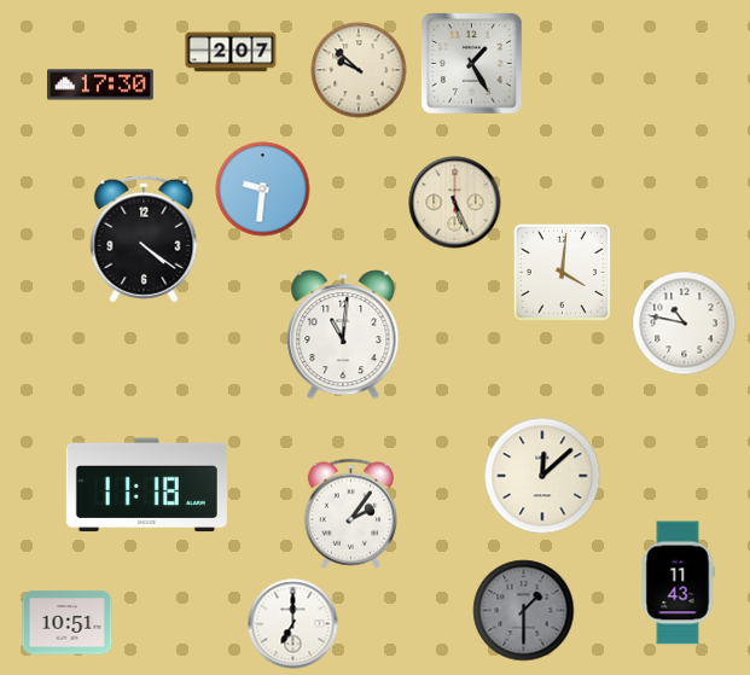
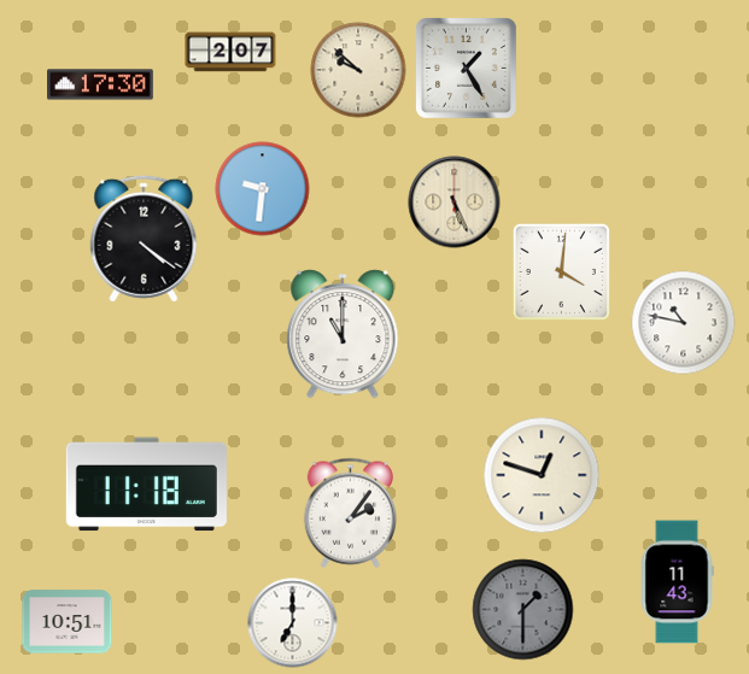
clock at (472, 64) position: (472, 64) -> (467, 69)
clock at (343, 334): 11:01 -> 11:00
clock at (542, 476): 12:08 -> 12:48
